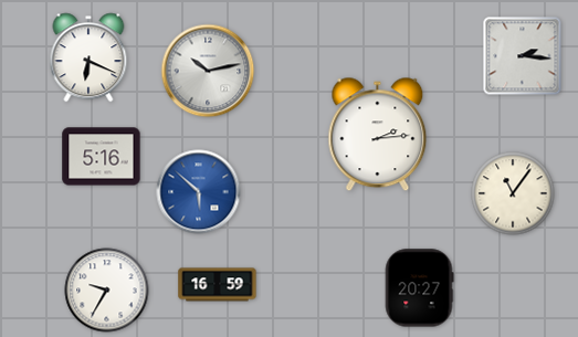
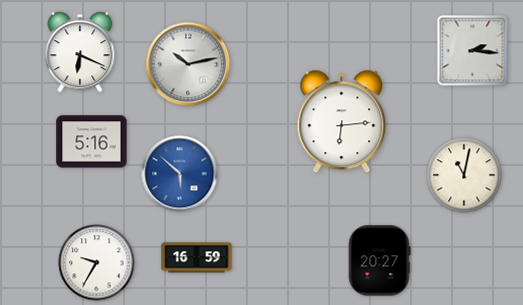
clock at (378, 135): 2:14 -> 6:14
clock at (513, 193): 11:06 -> 11:02
